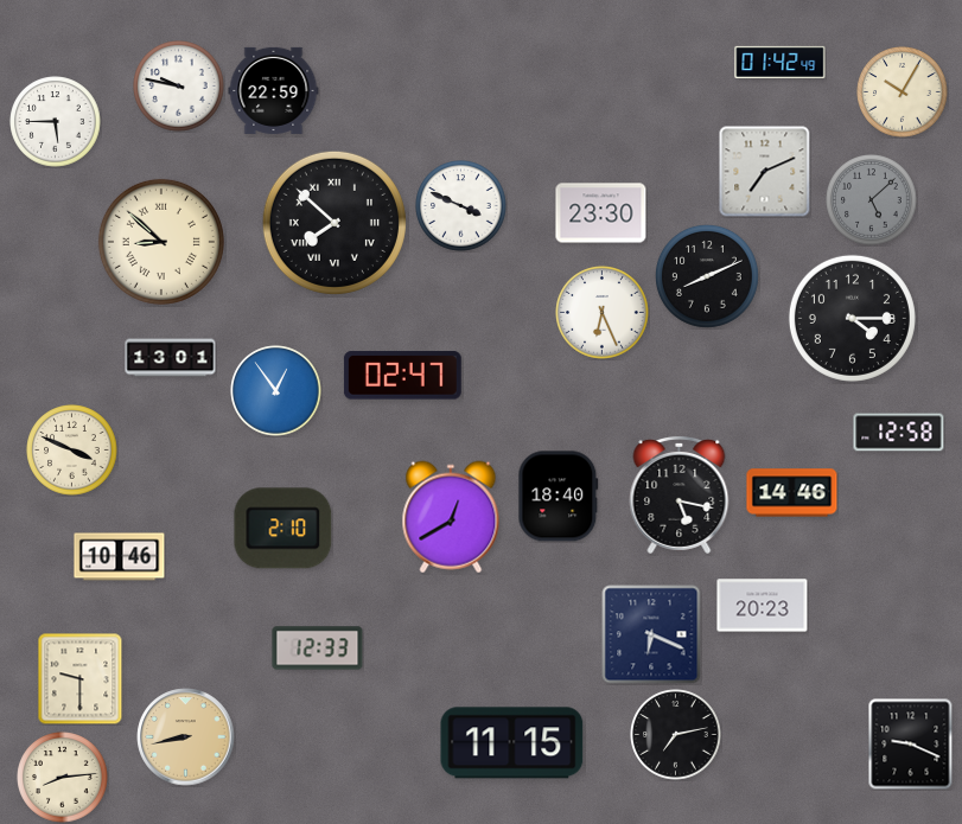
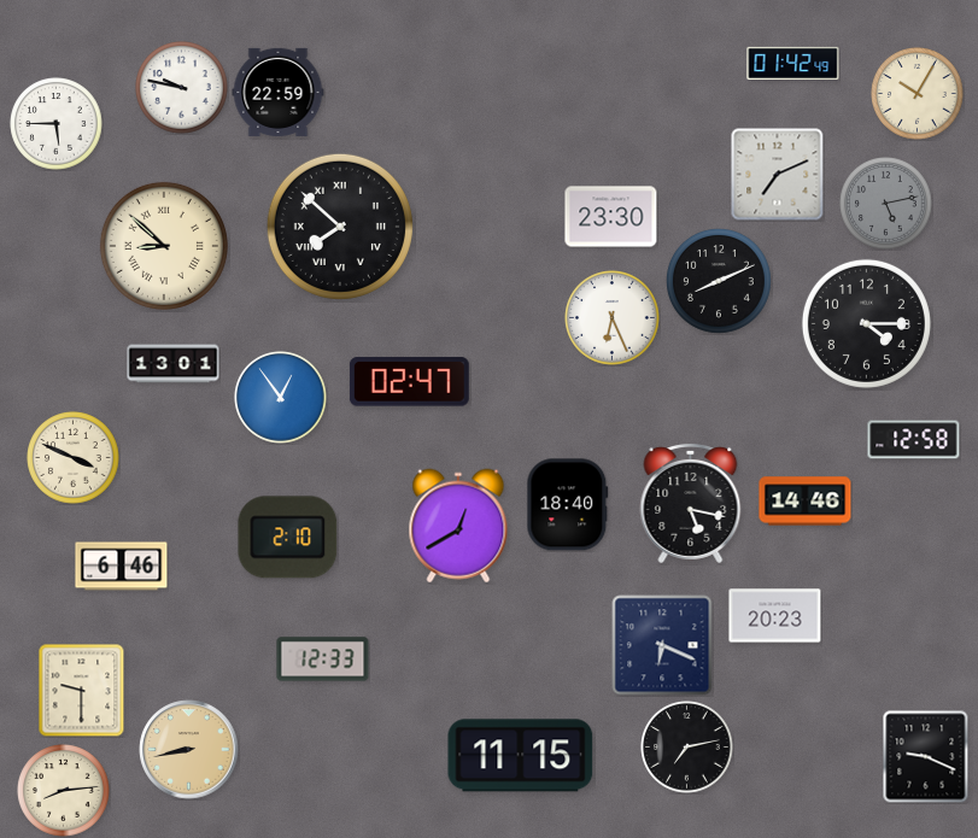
clock at (872, 200): 5:08 -> 5:13
clock at (461, 206): 3:49 -> none
clock at (120, 557): 10:46 -> 6:46
